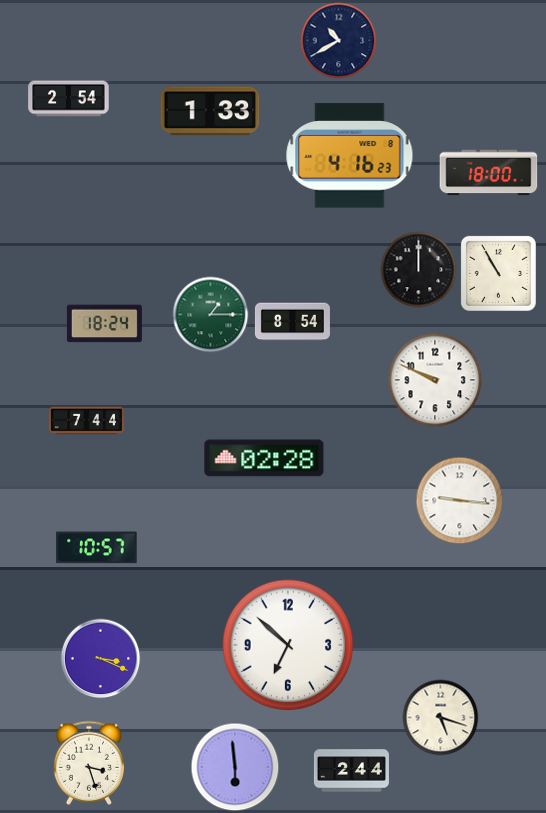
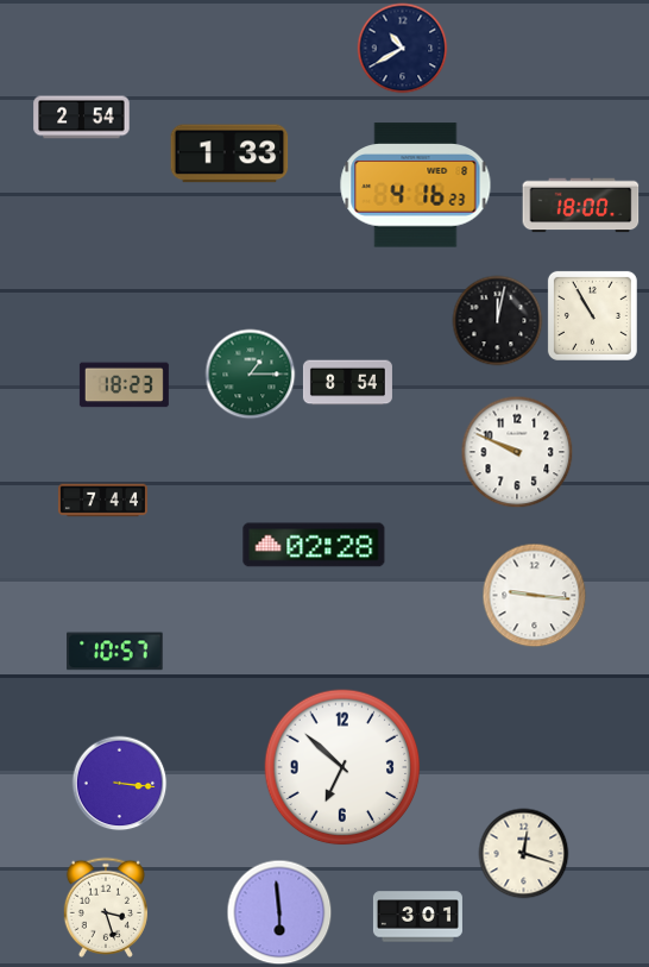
clock at (210, 111) position: (210, 111) -> (229, 153)
clock at (419, 270): 12:00 -> 12:02
clock at (498, 273) position: (498, 273) -> (592, 315)
clock at (104, 324): 18:24 -> 18:23
clock at (460, 501) position: (460, 501) -> (535, 596)
clock at (101, 659): 3:19 -> 3:16
clock at (441, 718): 5:18 -> 12:18
clock at (351, 771): 2:44 -> 3:01
